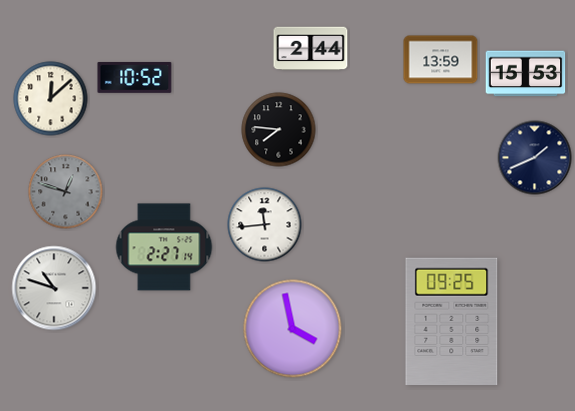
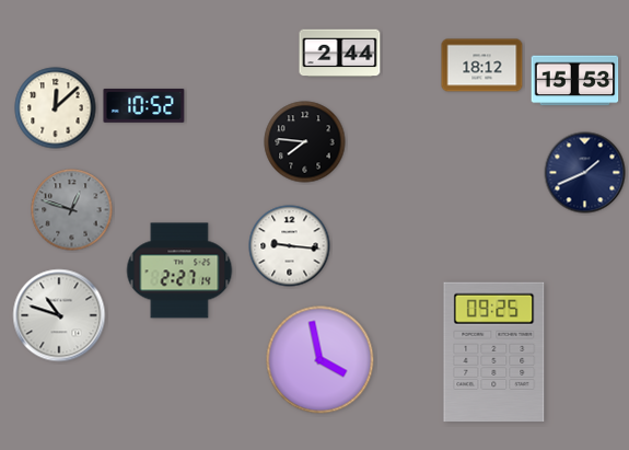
clock at (441, 60): 13:59 -> 18:12
clock at (135, 77) position: (135, 77) -> (144, 105)
clock at (265, 225): 11:44 -> 9:16
